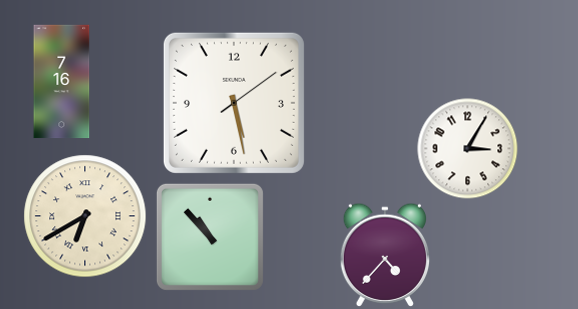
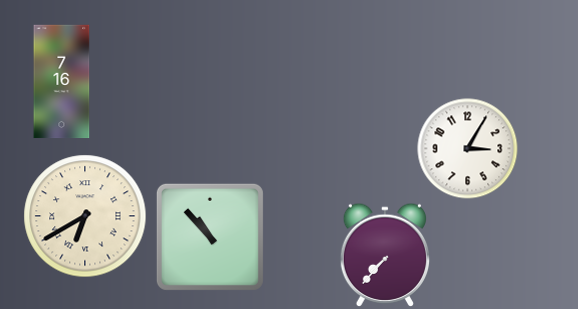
clock at (234, 103): 5:28 -> none
clock at (385, 254): 4:37 -> 7:37
